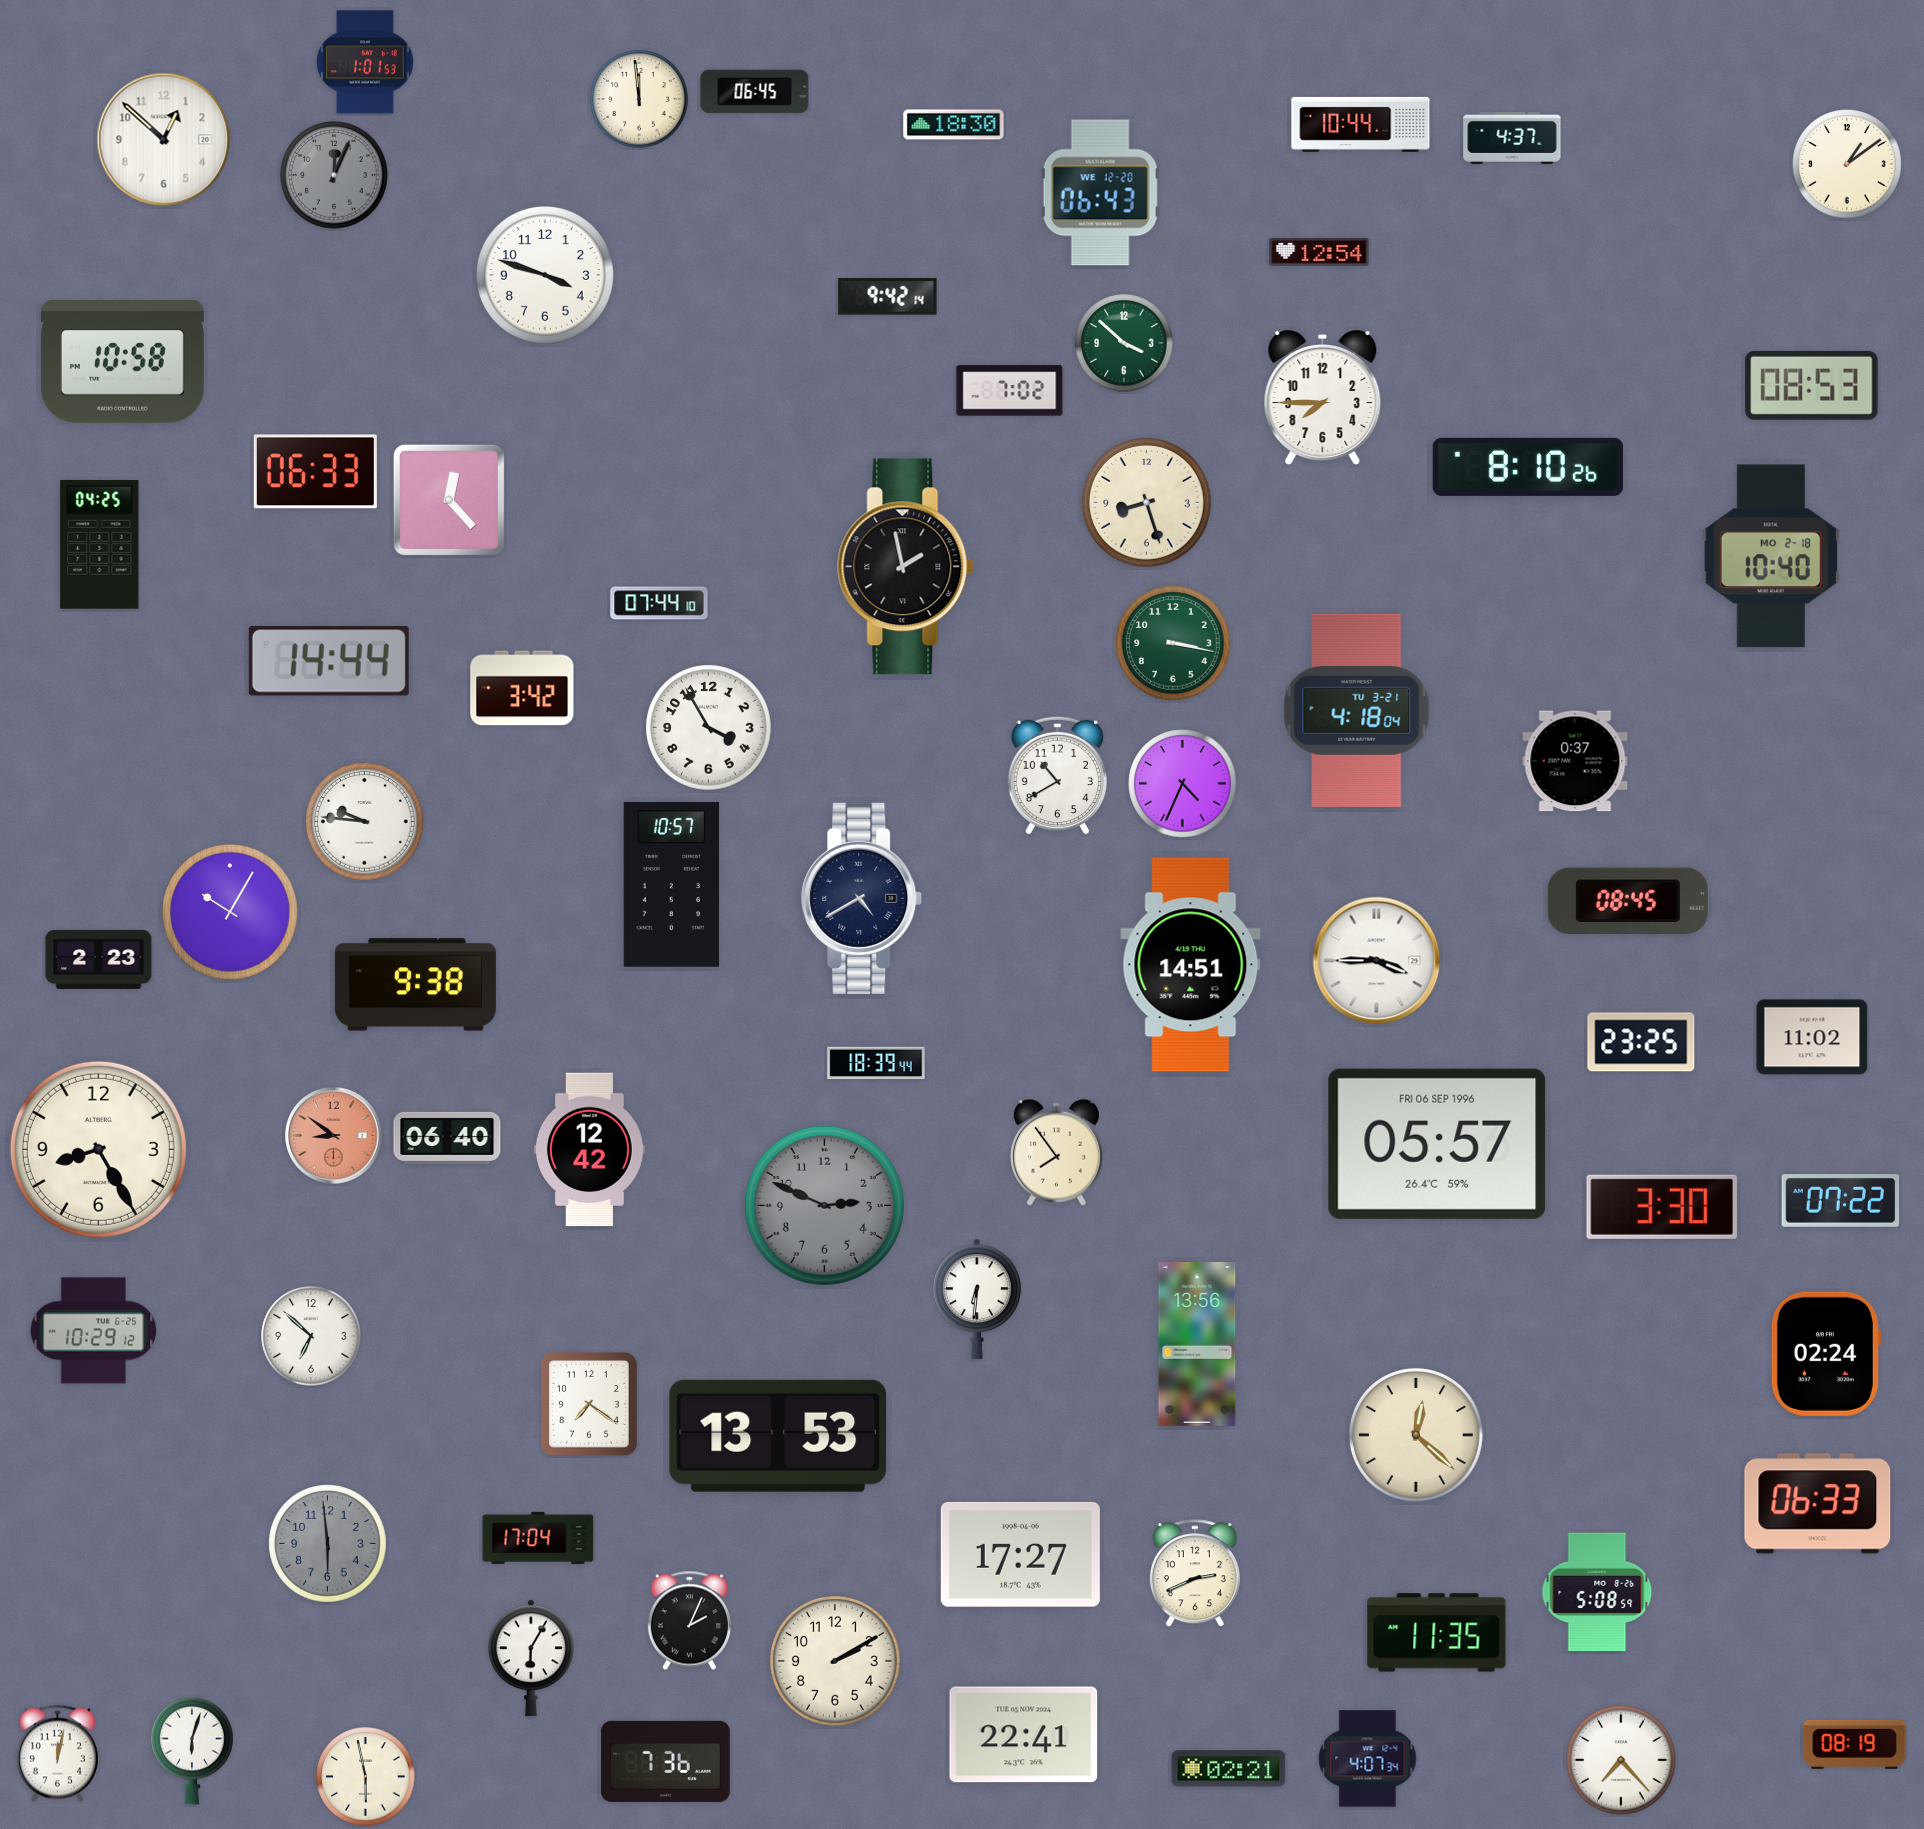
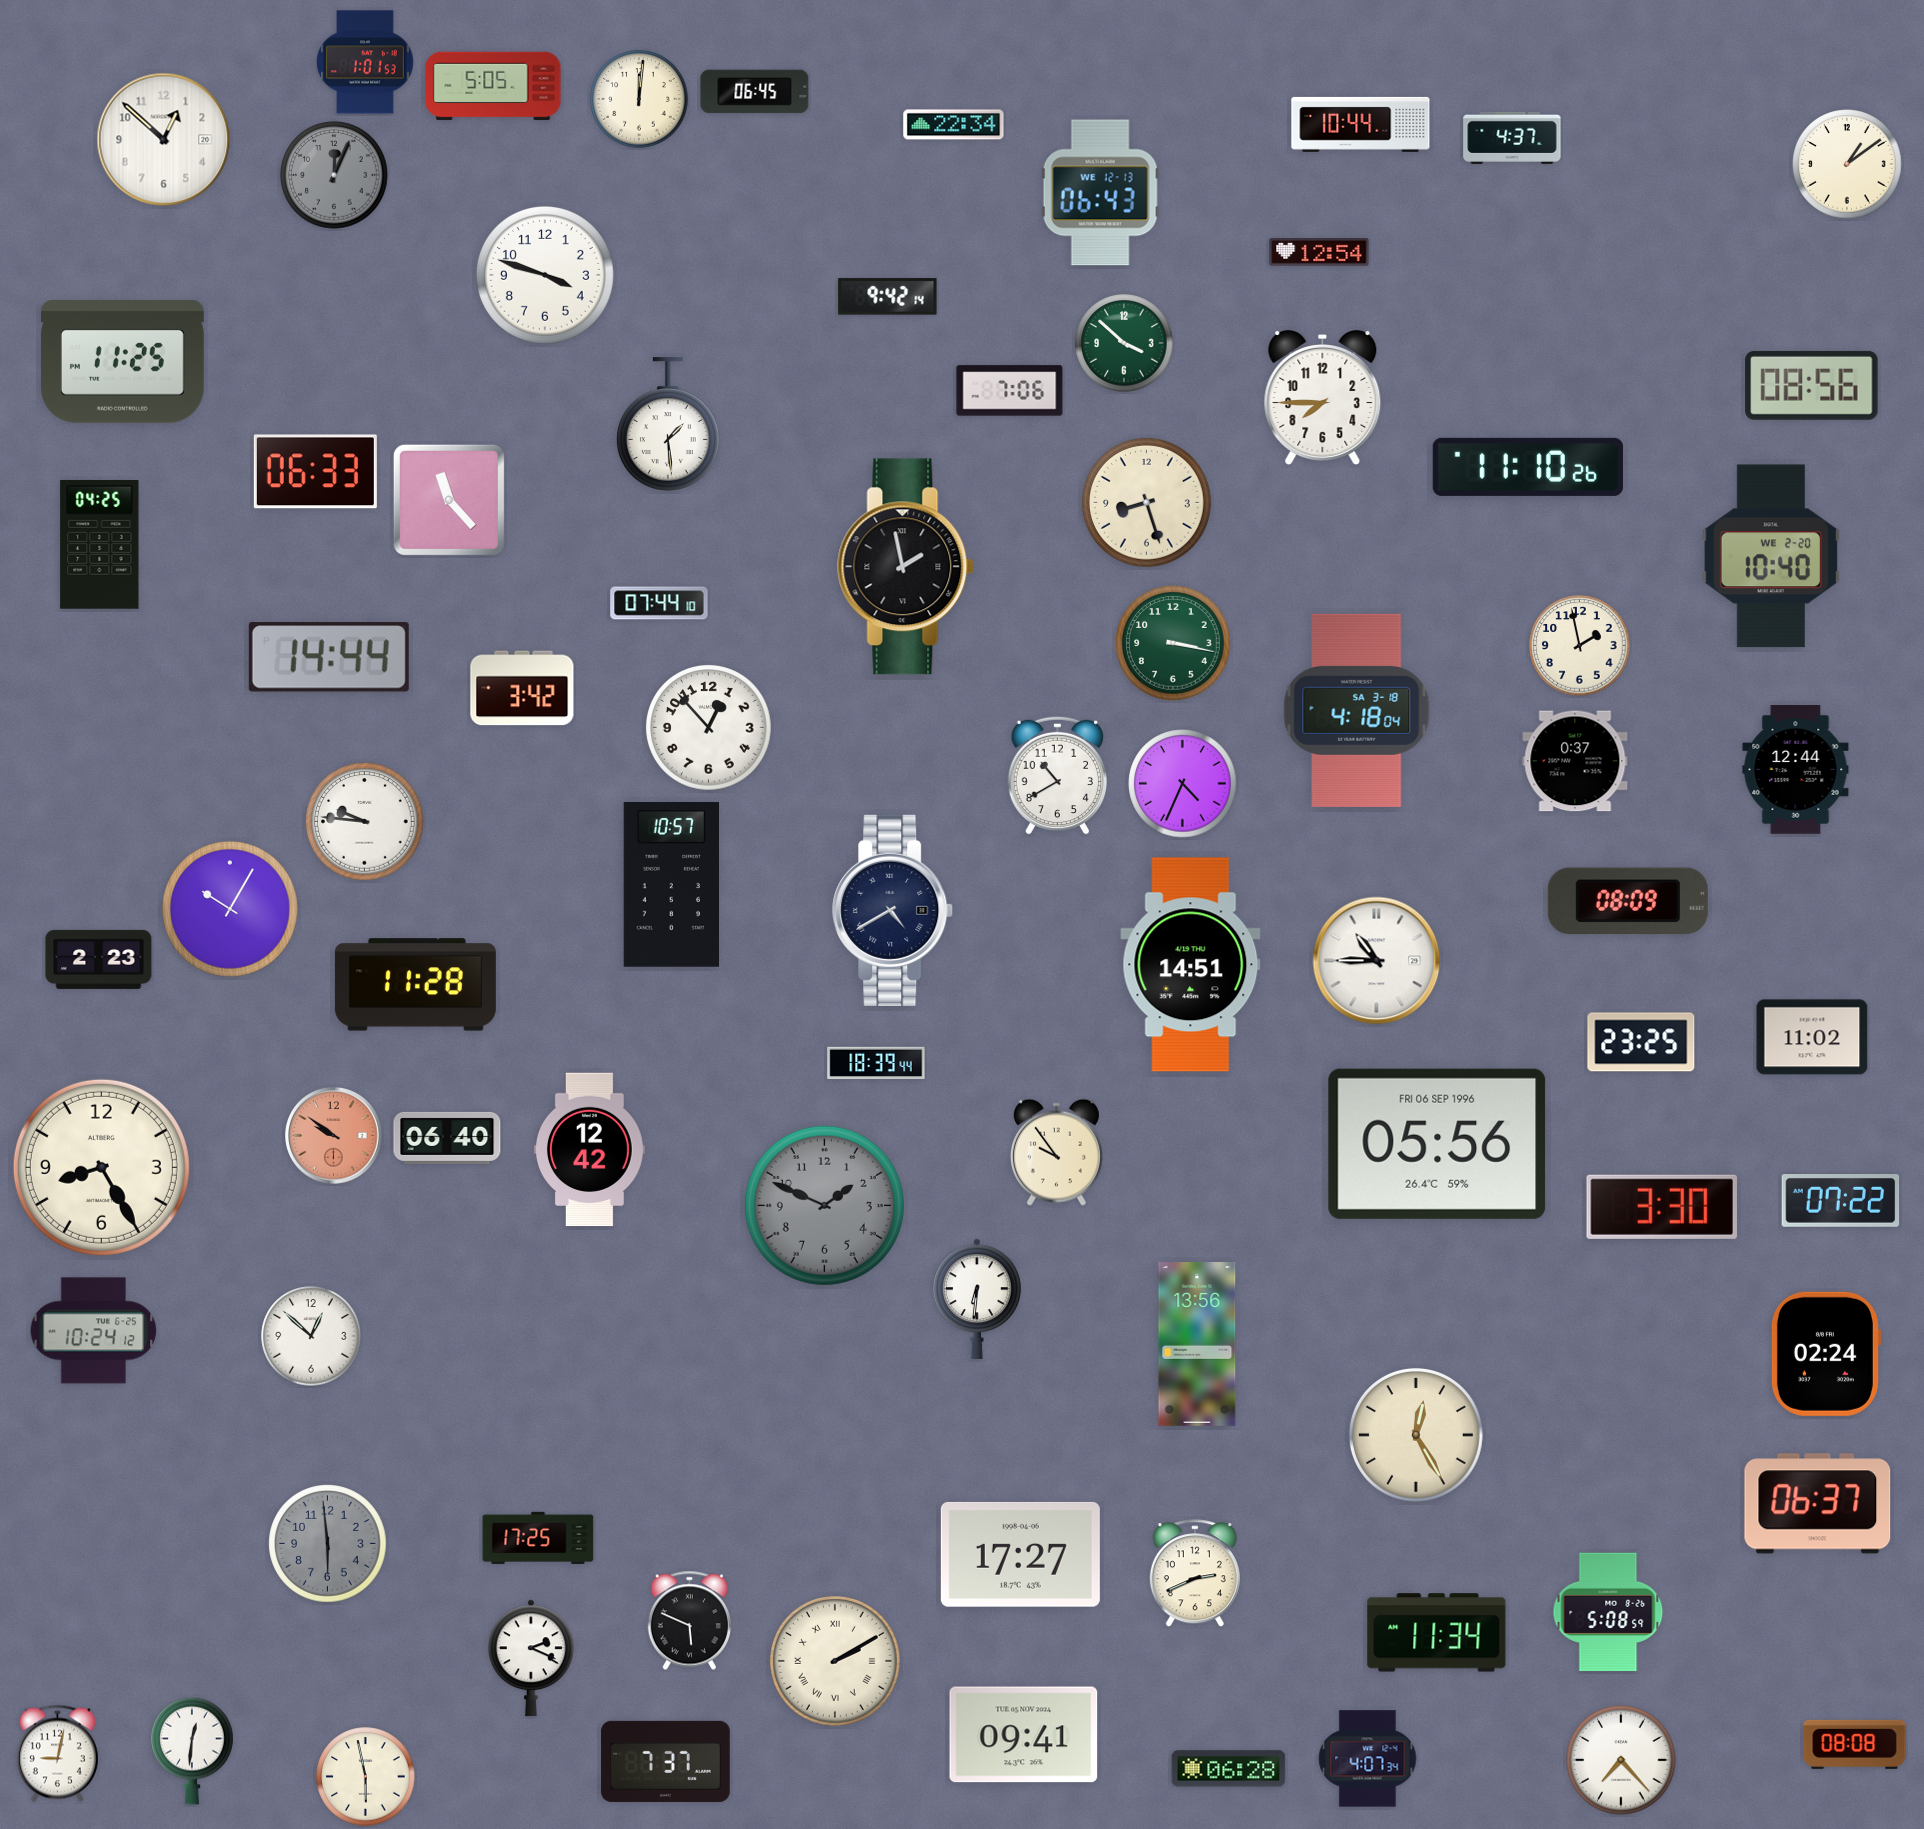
clock at (493, 86): none -> 5:05
clock at (639, 99): 11:59 -> 12:01
clock at (954, 125): 18:30 -> 22:34
clock at (1100, 193) date: WE 12-20 -> WE 12-13
clock at (122, 362): 10:58 -> 11:25
clock at (1812, 385): 08:53 -> 08:56
clock at (1010, 391): 7:02 -> 7:06
clock at (668, 424): none -> 1:29
clock at (1528, 467): 8:10 -> 11:10
clock at (449, 500): 12:23 -> 11:23
clock at (1771, 556) date: MO 2-18 -> WE 2-20
clock at (1580, 646): none -> 1:58
clock at (329, 661) position: (329, 661) -> (329, 657)
clock at (1357, 710) date: TU 3-21 -> SA 3-18
clock at (709, 728): 3:55 -> 12:53
clock at (1796, 770): none -> 12:44
clock at (862, 898) position: (862, 898) -> (893, 910)
clock at (1628, 901): 08:45 -> 08:09
clock at (230, 912) position: (230, 912) -> (230, 909)
clock at (1377, 961): 3:45 -> 10:45
clock at (415, 985): 9:38 -> 11:28
clock at (334, 1136): 8:51 -> 9:51
clock at (1437, 1144): 05:57 -> 05:56
clock at (98, 1149) position: (98, 1149) -> (101, 1167)
clock at (1056, 1152): 7:54 -> 9:54
clock at (824, 1205): 2:49 -> 1:49
clock at (94, 1331): 10:29 -> 10:24
clock at (311, 1336): 6:52 -> 12:52
clock at (589, 1404): 7:21 -> none
clock at (1416, 1435): 12:22 -> 12:25
clock at (778, 1436): 13:53 -> none
clock at (1818, 1504): 06:33 -> 06:37
clock at (538, 1538): 17:04 -> 17:25
clock at (1597, 1592) position: (1597, 1592) -> (1608, 1612)
clock at (689, 1621): 2:04 -> 5:49
clock at (1437, 1633): 11:35 -> 11:34
clock at (531, 1658): 6:05 -> 2:19
clock at (836, 1662) numerals: Arabic -> Roman
clock at (1024, 1735): 22:41 -> 09:41
clock at (1855, 1744): 08:19 -> 08:08
clock at (192, 1751): 6:03 -> 12:31
clock at (57, 1754): 12:02 -> 9:02
clock at (666, 1761): 7:36 -> 7:37
clock at (1229, 1769): 02:21 -> 06:28
